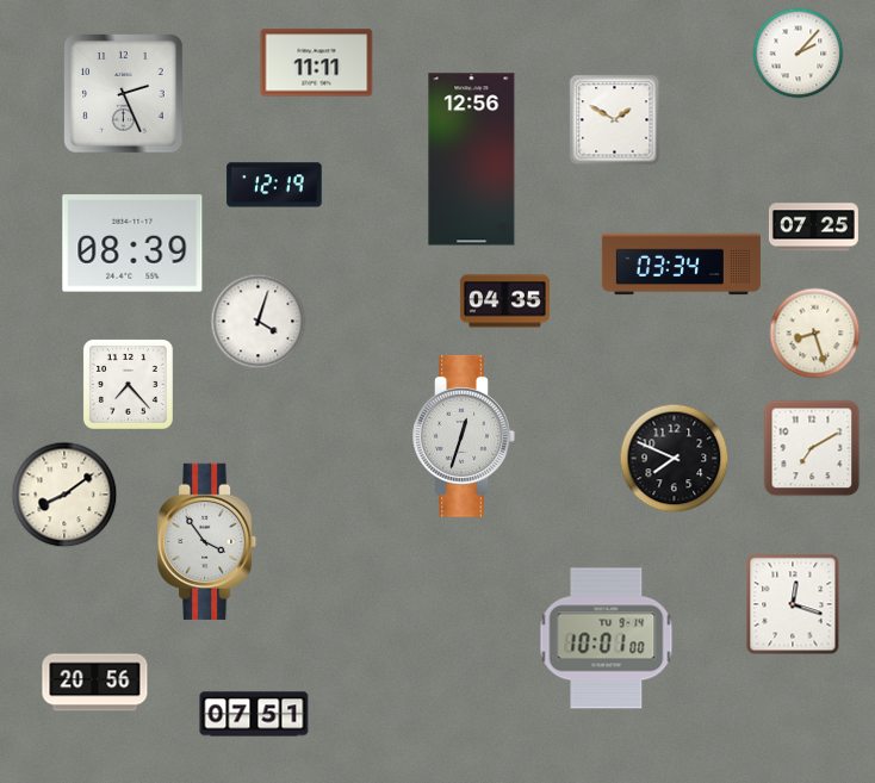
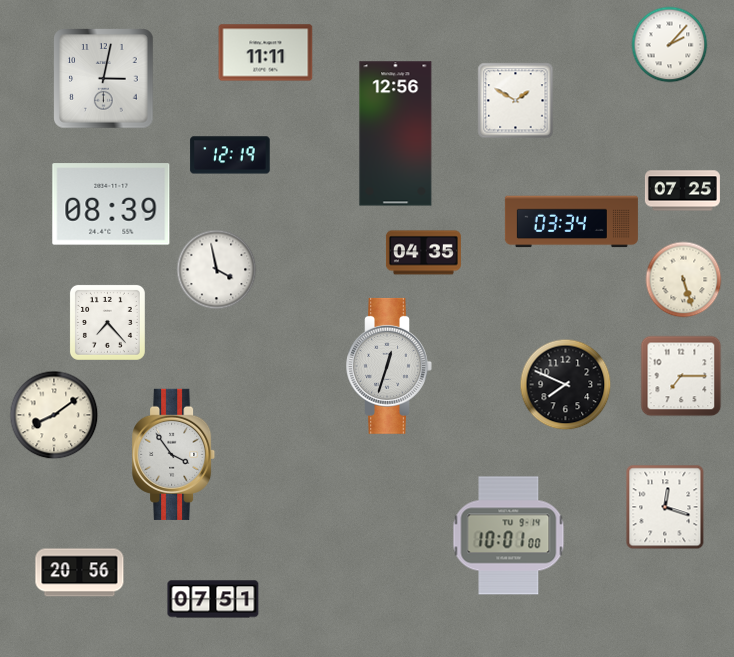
clock at (124, 94): 2:26 -> 3:02
clock at (259, 322): 4:03 -> 3:58
clock at (815, 334): 8:27 -> 5:27
clock at (812, 448): 7:10 -> 7:15
